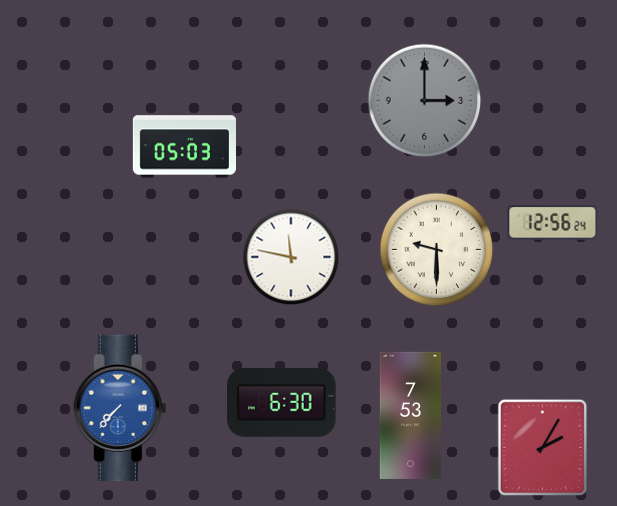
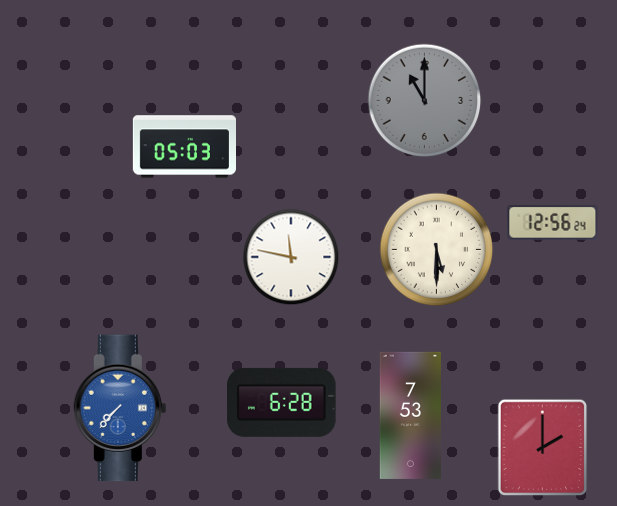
clock at (425, 101): 3:00 -> 11:00
clock at (437, 250): 9:30 -> 5:30
clock at (282, 402): 6:30 -> 6:28
clock at (543, 448): 2:05 -> 2:00
